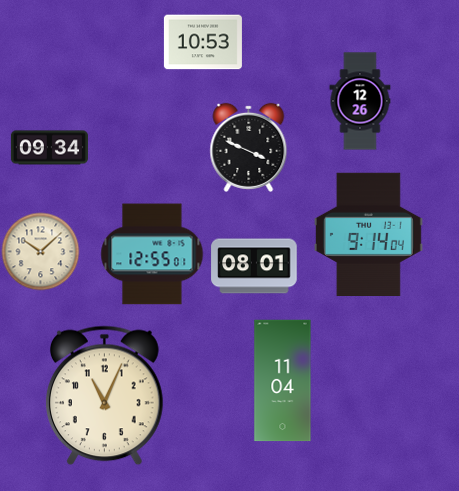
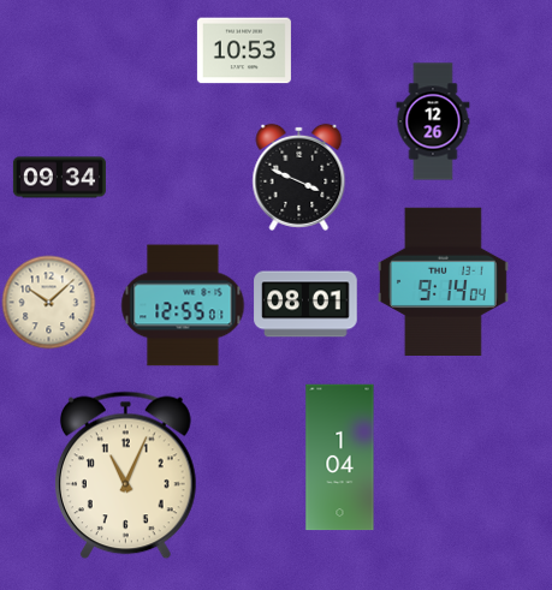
clock at (254, 266) position: (254, 266) -> (305, 304)
clock at (283, 381): 11:04 -> 1:04
